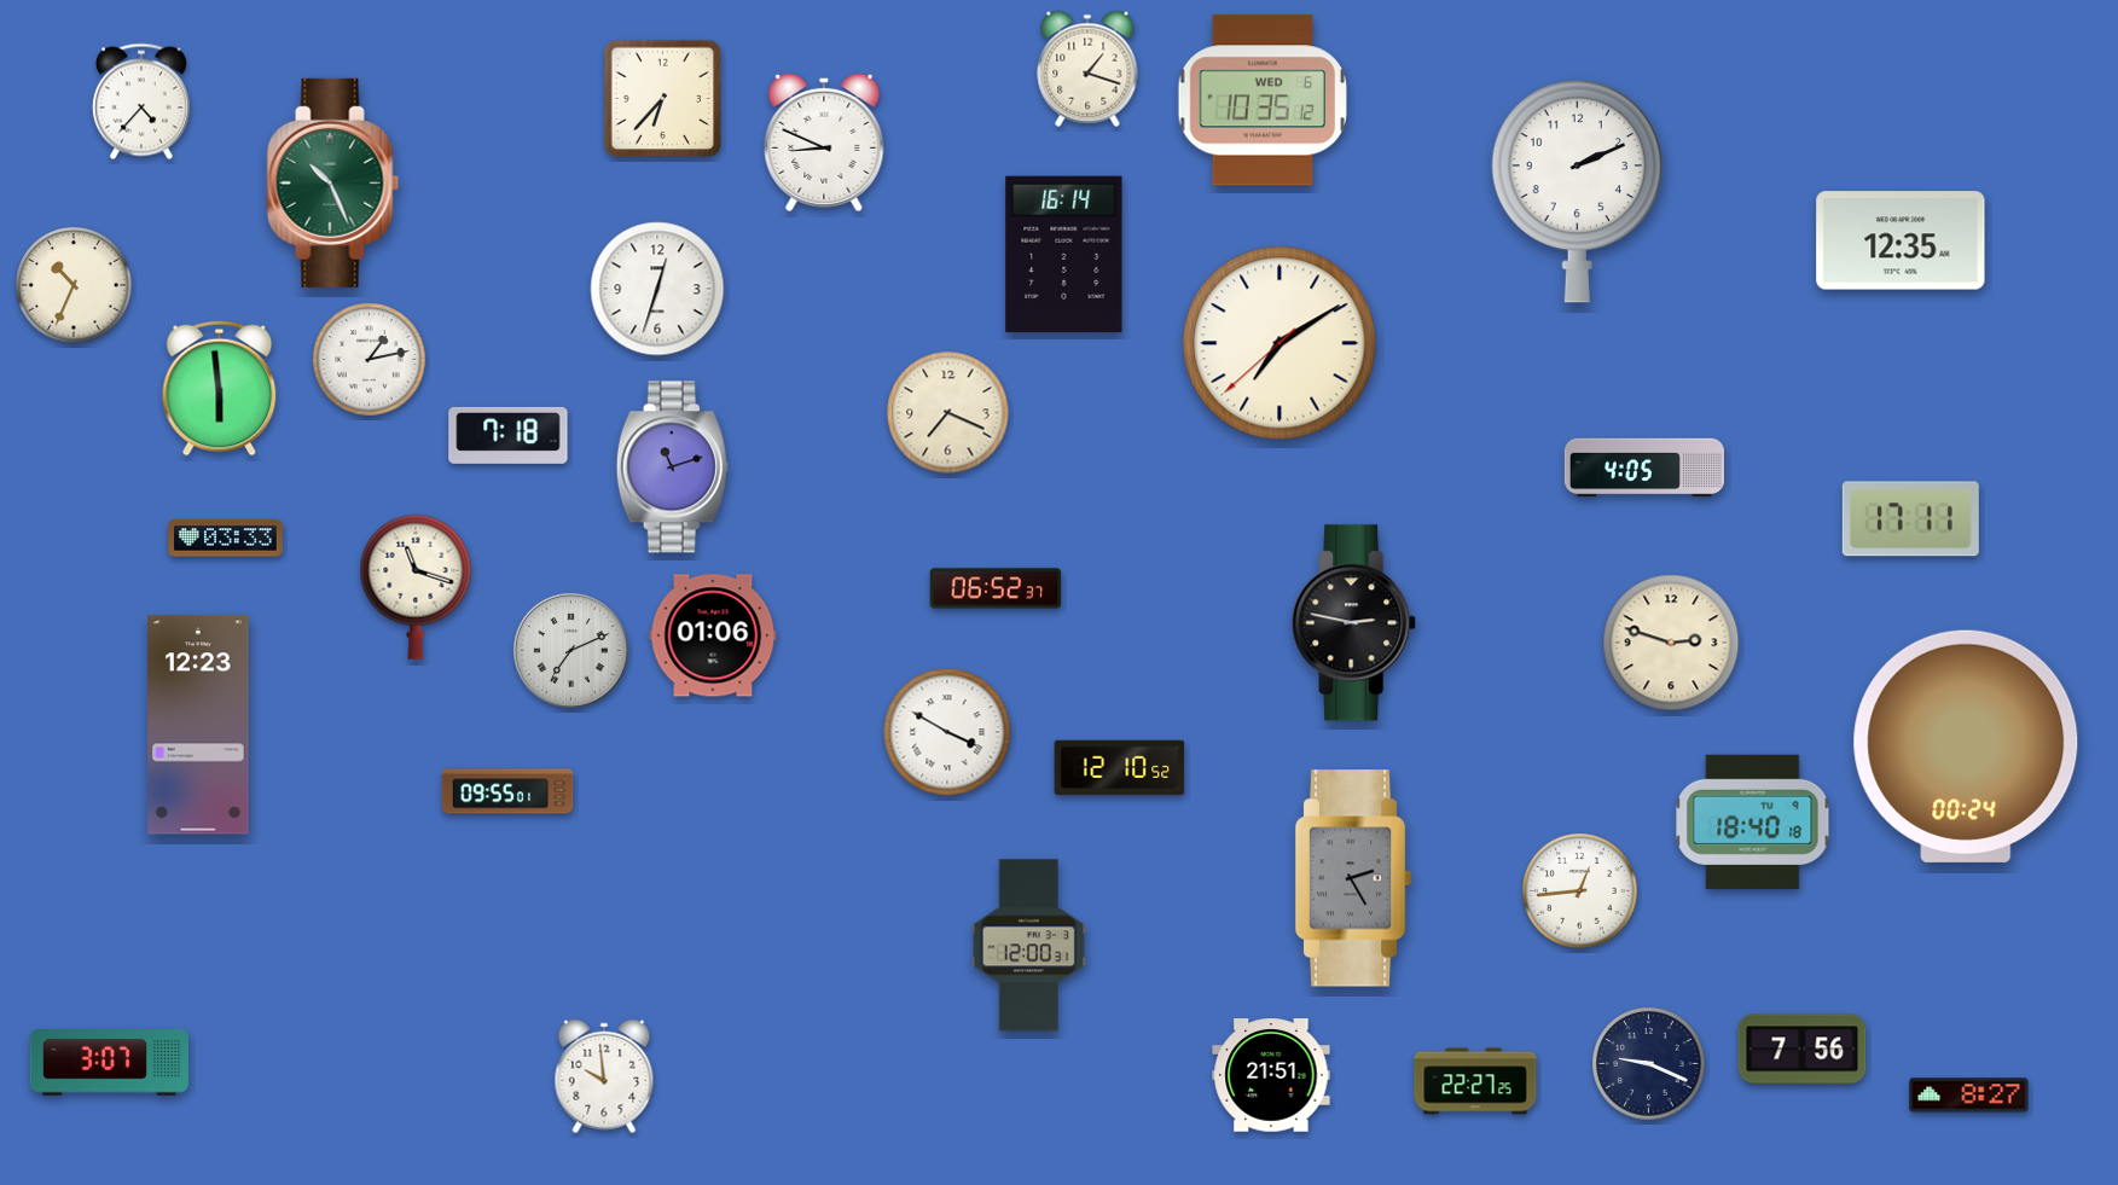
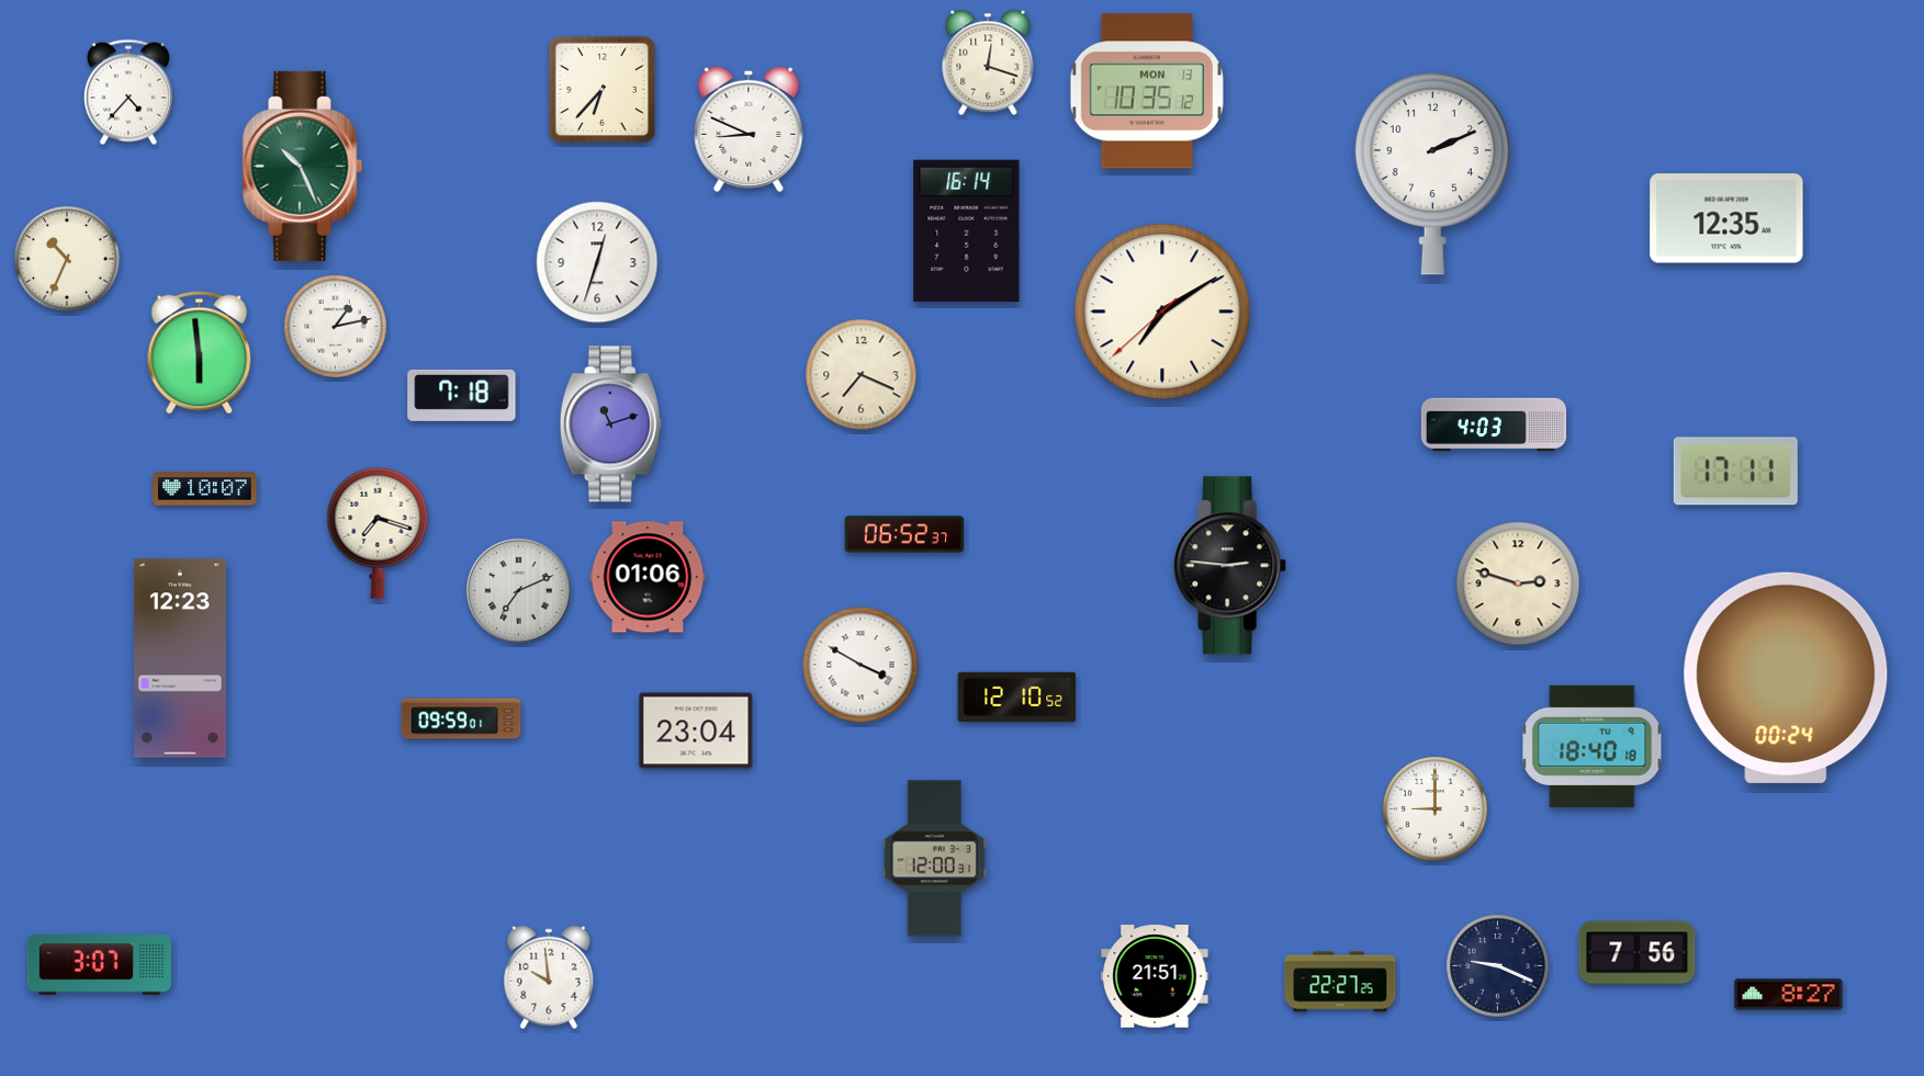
clock at (1087, 69): 1:18 -> 12:18
clock at (1263, 100) date: WED 6 -> MON 13
clock at (1644, 467): 4:05 -> 4:03
clock at (226, 539): 03:33 -> 10:07
clock at (416, 587): 11:18 -> 7:18
clock at (1354, 623): 2:47 -> 2:46
clock at (507, 791): 09:55 -> 09:59
clock at (696, 730): none -> 23:04
clock at (1353, 878): 2:25 -> none
clock at (1580, 891): 12:44 -> 9:00
